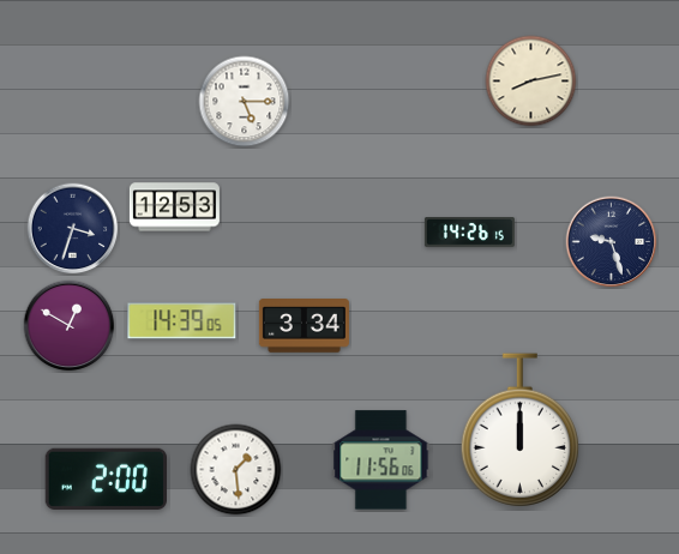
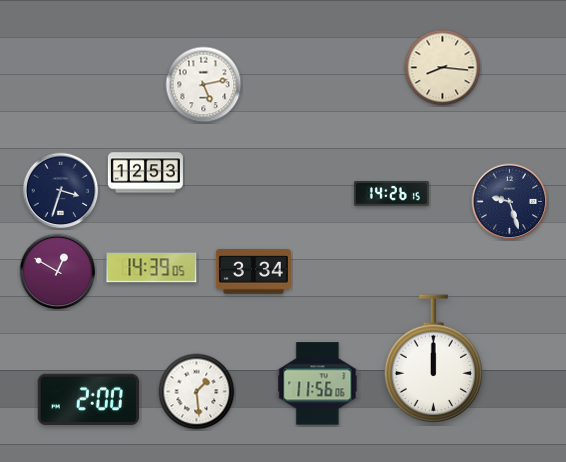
clock at (531, 82): 8:13 -> 8:16
clock at (245, 102): 5:15 -> 5:13
